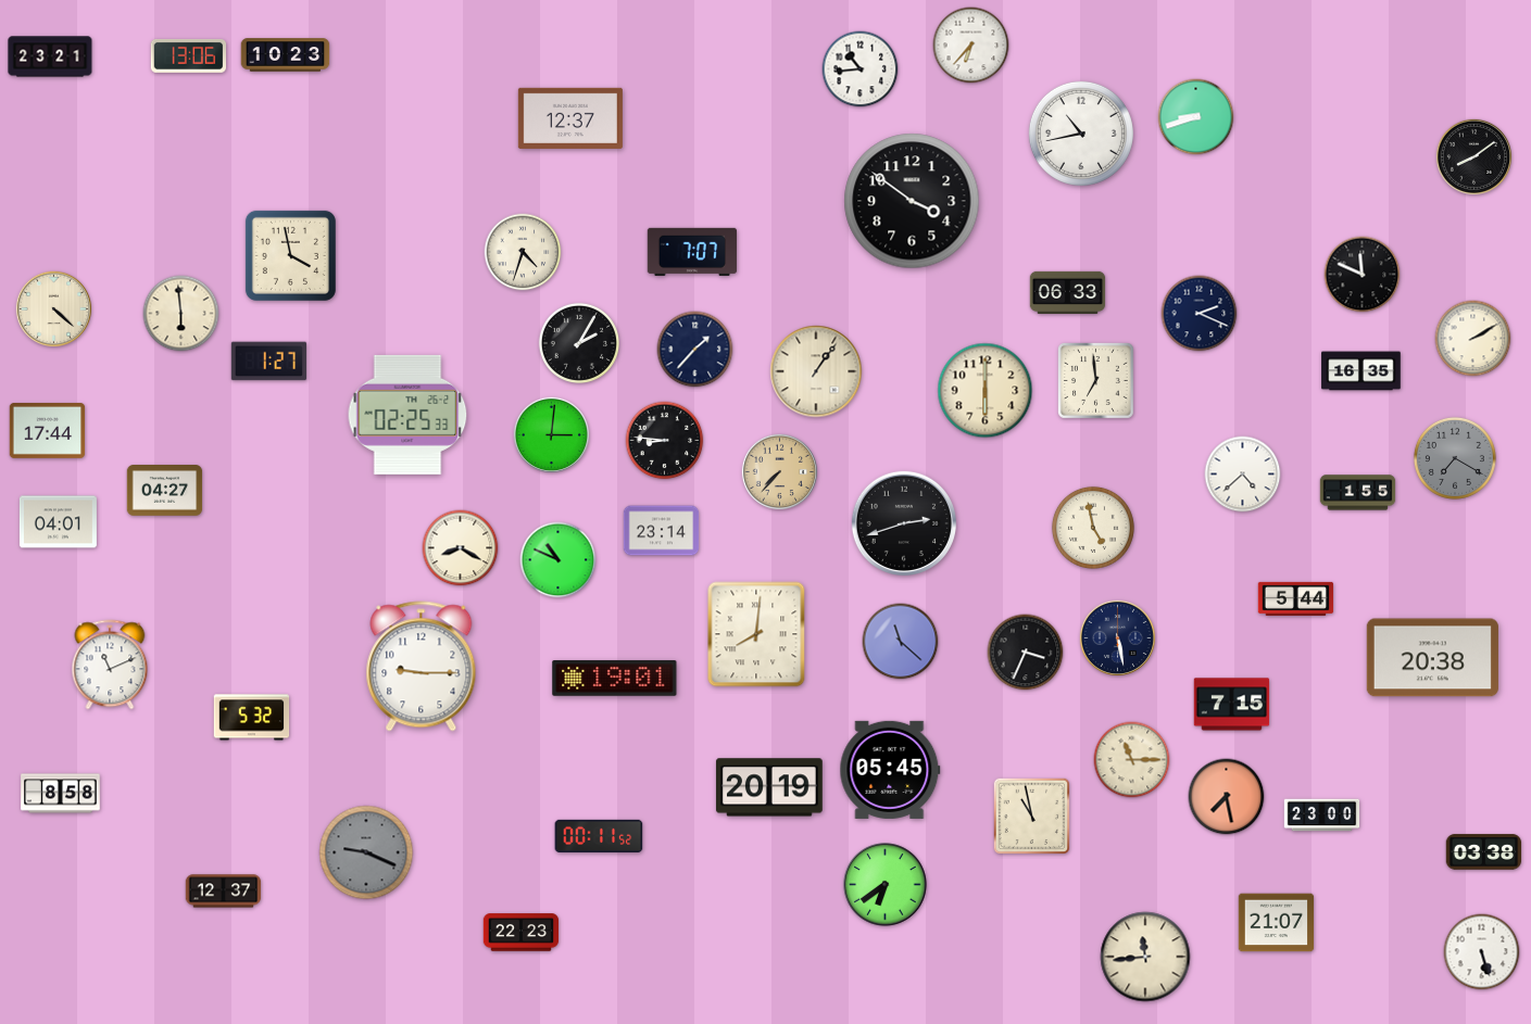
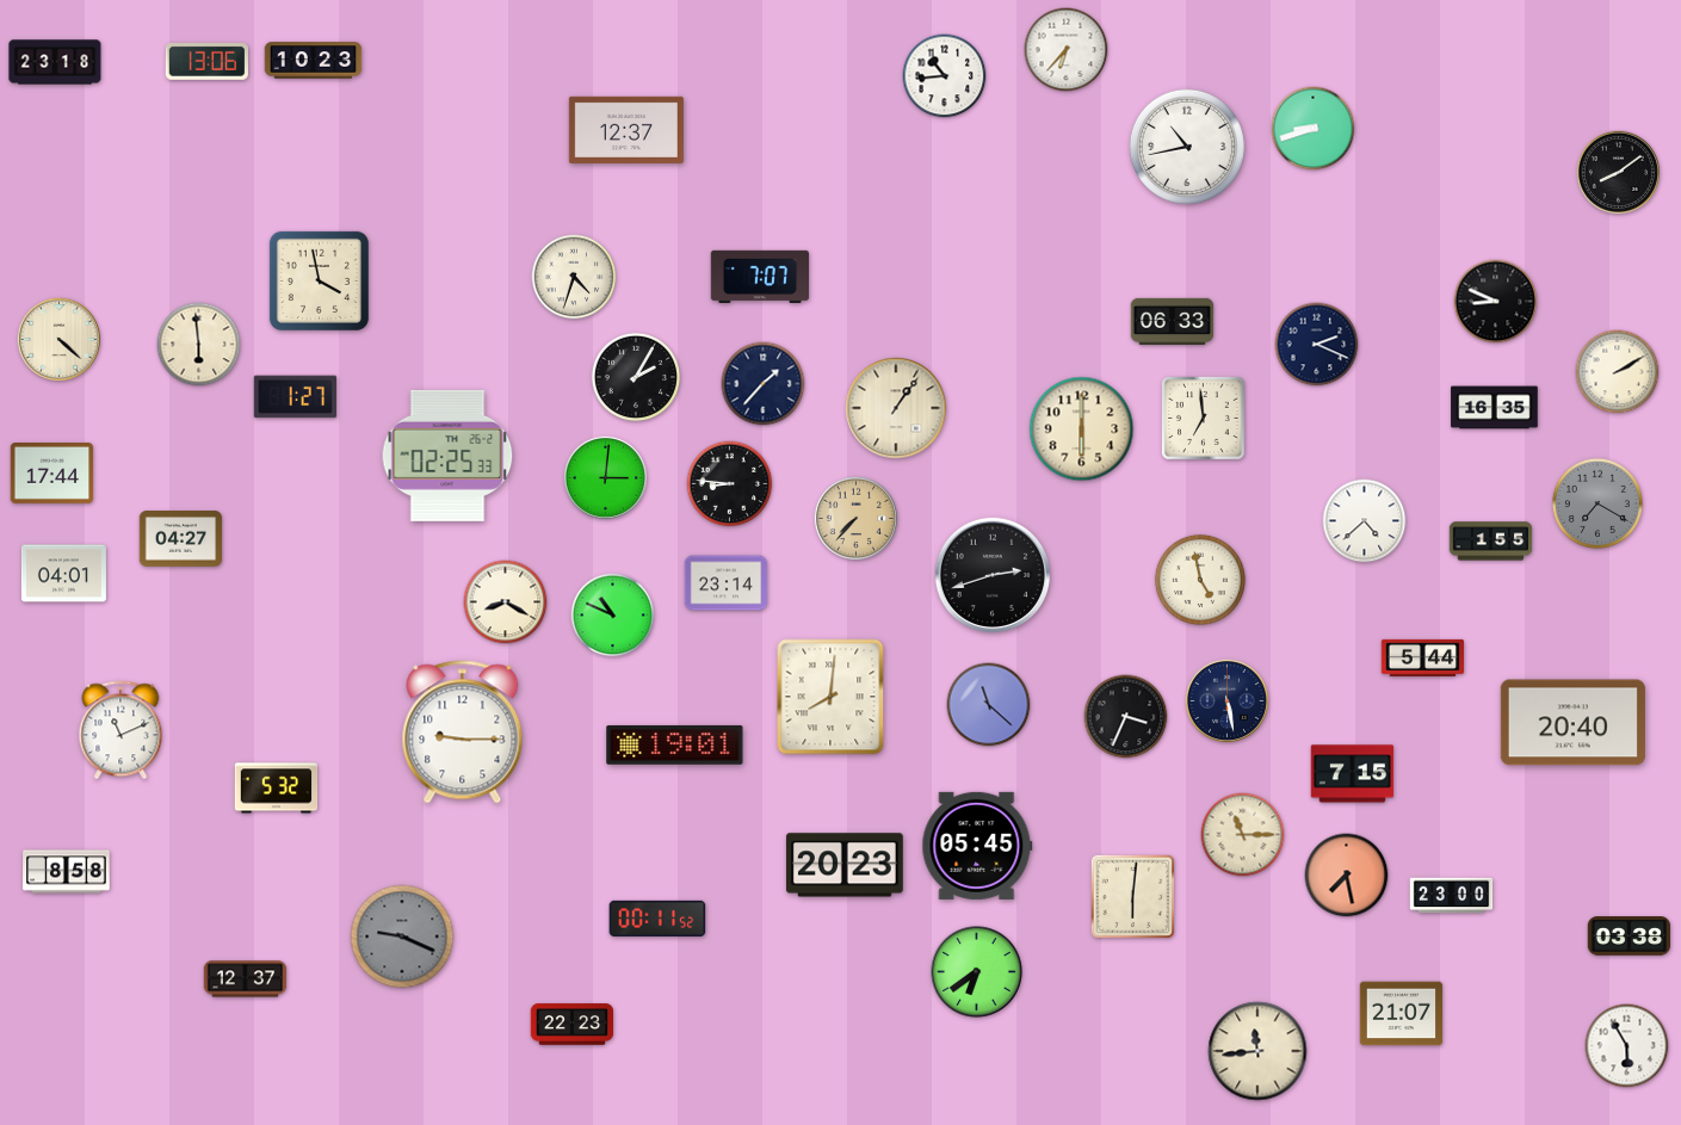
clock at (50, 56): 23:21 -> 23:18
clock at (912, 201): 3:51 -> none
clock at (1363, 275): 11:49 -> 8:49
clock at (1432, 658): 20:38 -> 20:40
clock at (769, 787): 20:19 -> 20:23
clock at (1032, 817): 10:58 -> 6:01
clock at (886, 885) position: (886, 885) -> (977, 972)
clock at (1482, 952): 5:27 -> 5:55
